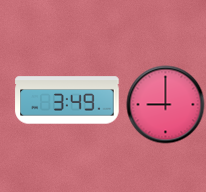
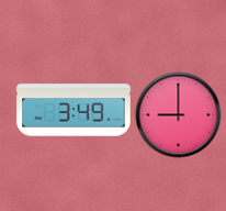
clock at (165, 104) position: (165, 104) -> (178, 114)
